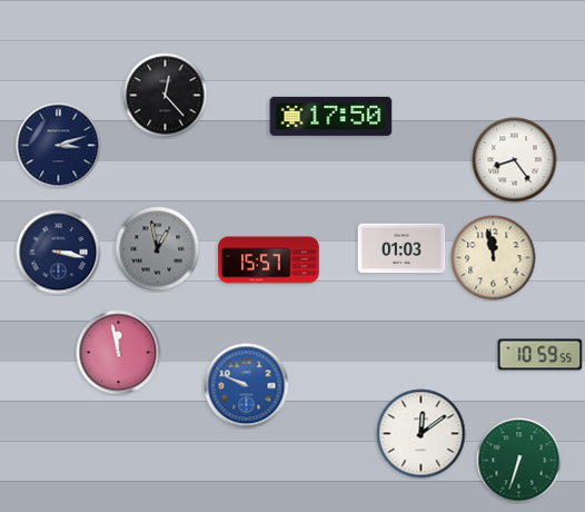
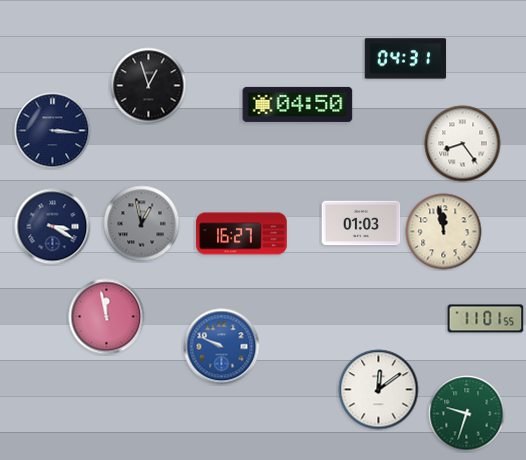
clock at (406, 59): none -> 04:31
clock at (166, 96): 12:23 -> 12:57
clock at (331, 116): 17:50 -> 04:50
clock at (59, 146): 3:12 -> 3:16
clock at (59, 253): 3:17 -> 3:20
clock at (269, 260): 15:57 -> 16:27
clock at (541, 355): 10:59 -> 11:01
clock at (519, 461): 6:33 -> 9:33
